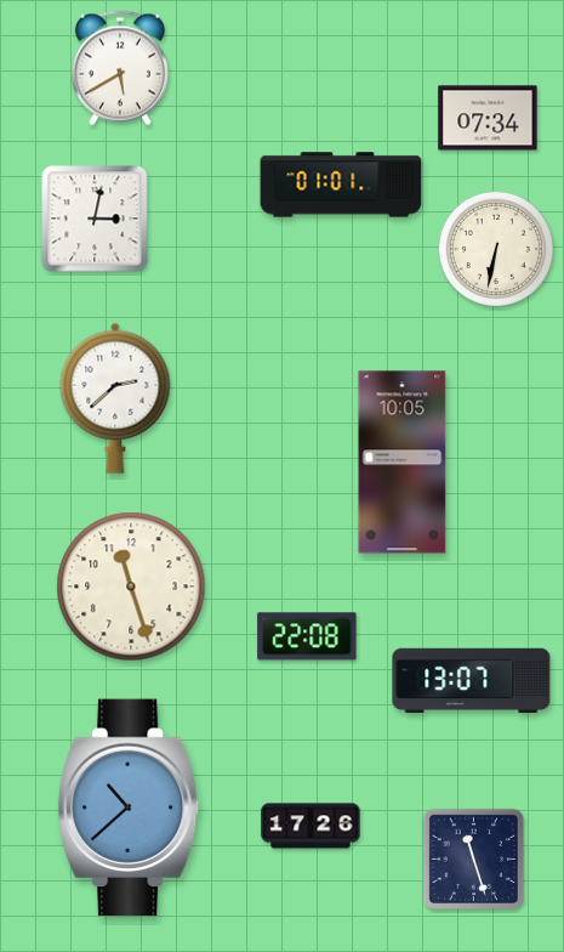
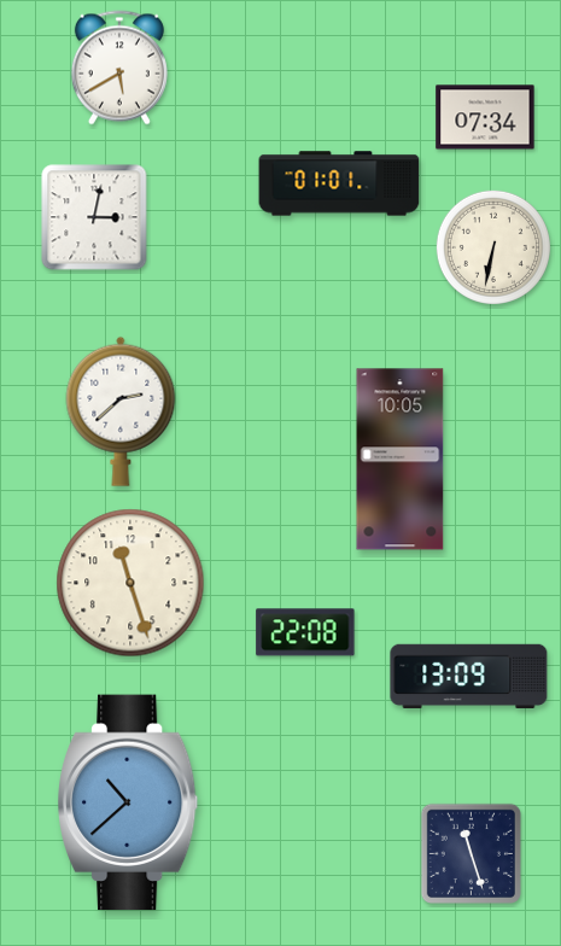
clock at (115, 398) position: (115, 398) -> (121, 411)
clock at (472, 680): 13:07 -> 13:09
clock at (311, 826): 17:26 -> none
